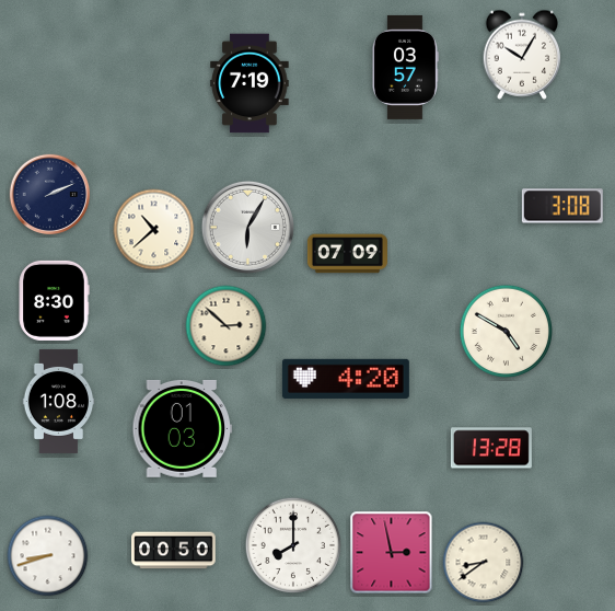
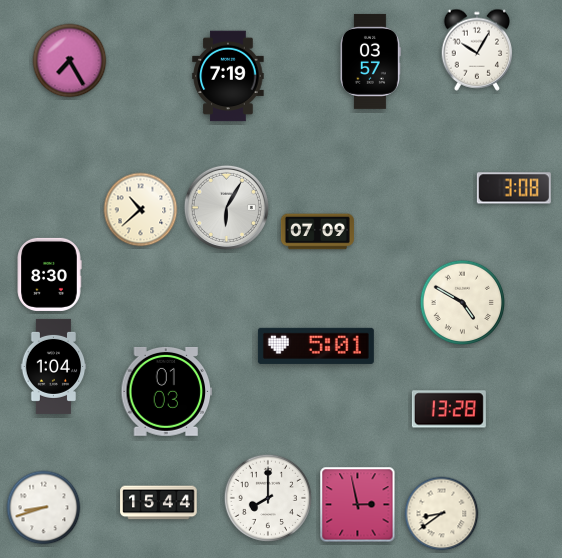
clock at (70, 61): none -> 7:25
clock at (50, 195): 2:11 -> none
clock at (227, 326): 2:52 -> none
clock at (346, 379): 4:20 -> 5:01
clock at (59, 401): 1:08 -> 1:04
clock at (174, 551): 00:50 -> 15:44
